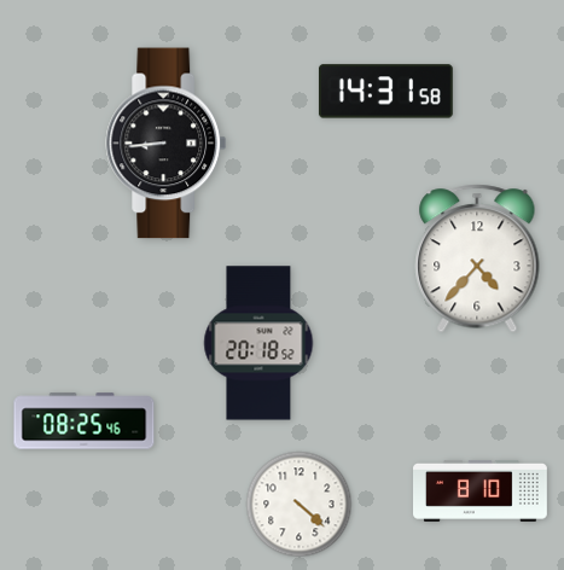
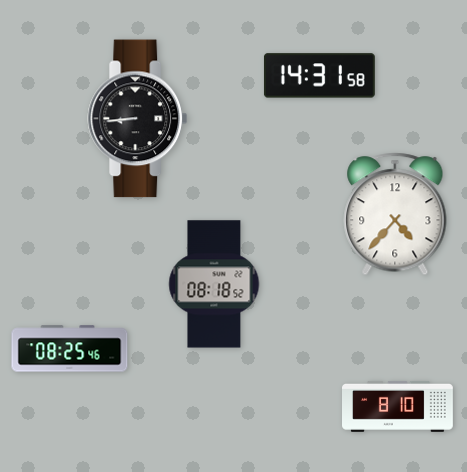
clock at (258, 343): 20:18 -> 08:18
clock at (300, 505): 4:22 -> none
